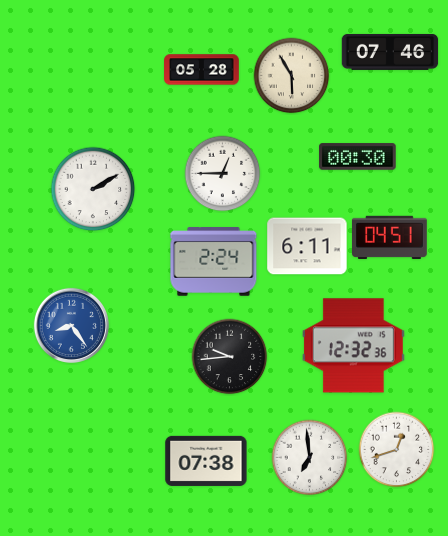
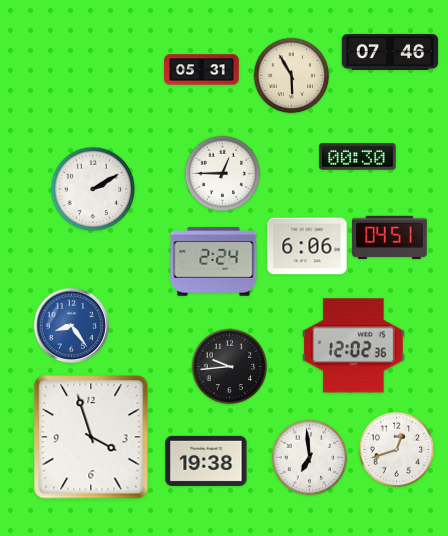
clock at (202, 70): 05:28 -> 05:31
clock at (307, 246): 6:11 -> 6:06
clock at (353, 346): 12:32 -> 12:02
clock at (230, 357) position: (230, 357) -> (230, 367)
clock at (91, 437): none -> 3:57
clock at (206, 461): 07:38 -> 19:38
